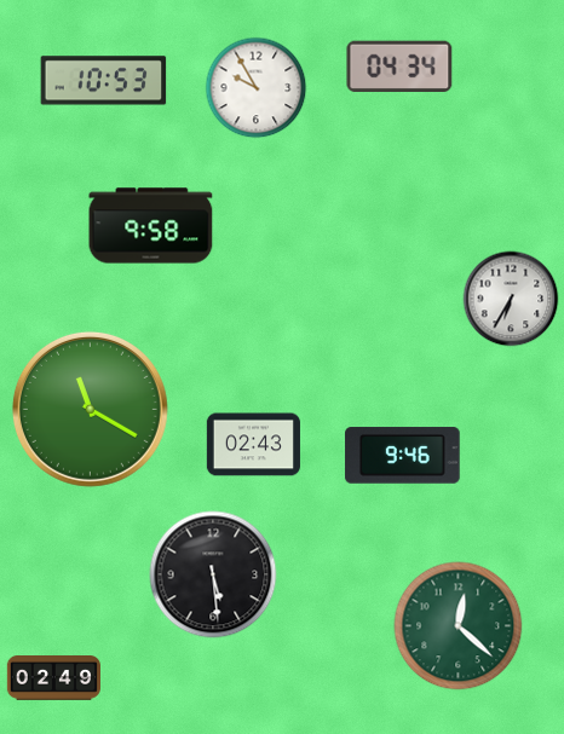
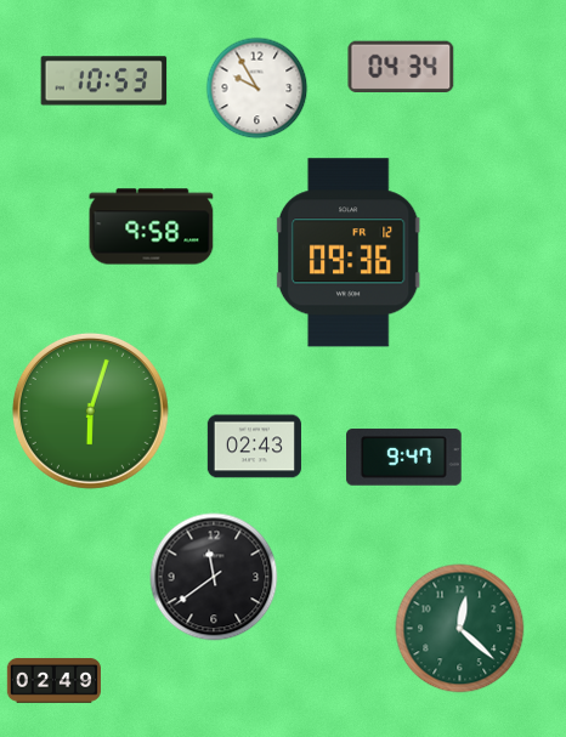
clock at (349, 253): none -> 09:36
clock at (511, 299): 6:35 -> none
clock at (90, 409): 11:20 -> 6:03
clock at (403, 456): 9:46 -> 9:47
clock at (213, 574): 5:29 -> 11:39
